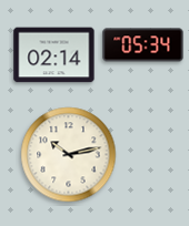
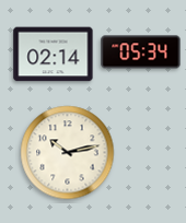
clock at (143, 45) position: (143, 45) -> (141, 52)
